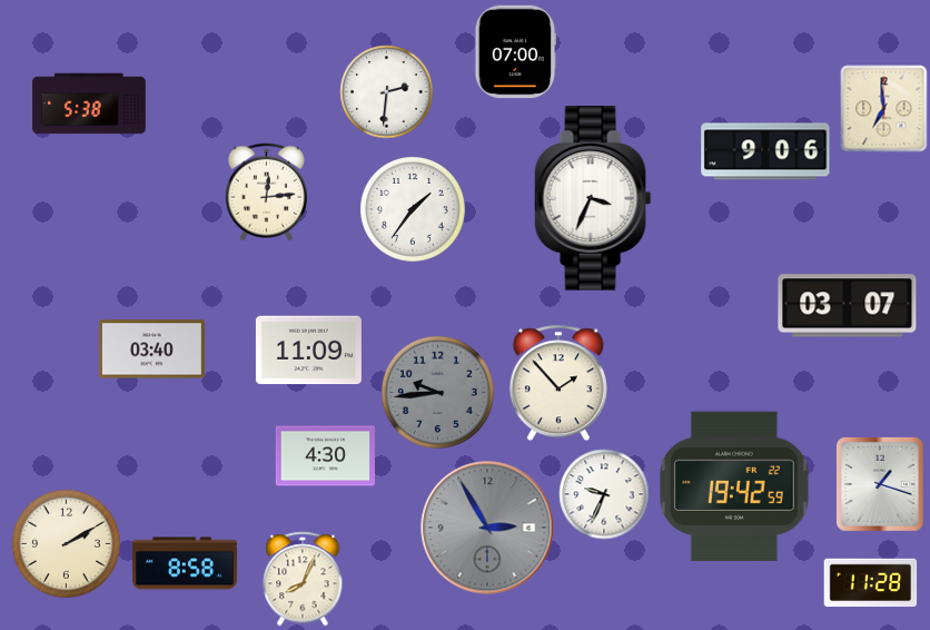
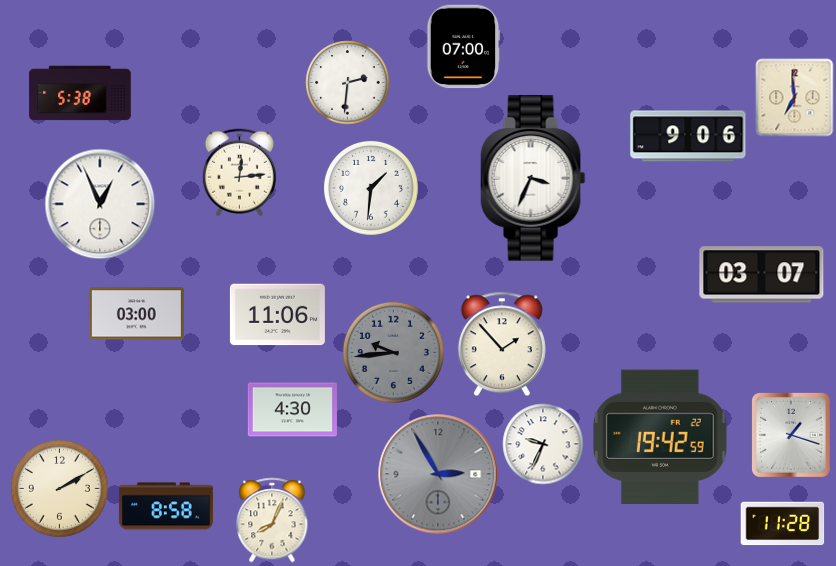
clock at (413, 209): 1:36 -> 1:31
clock at (100, 204): none -> 12:56
clock at (151, 350): 03:40 -> 03:00
clock at (308, 351): 11:09 -> 11:06
